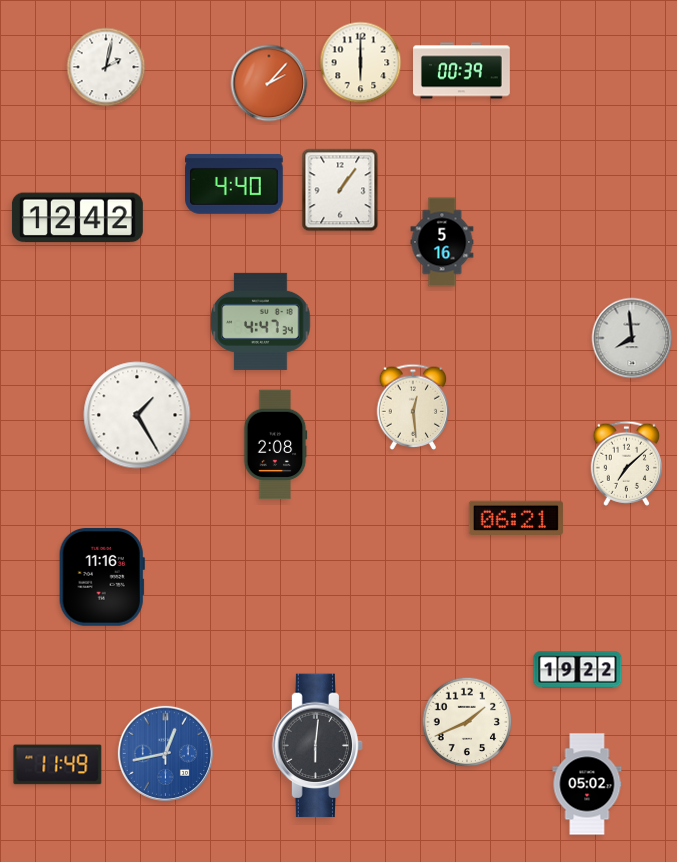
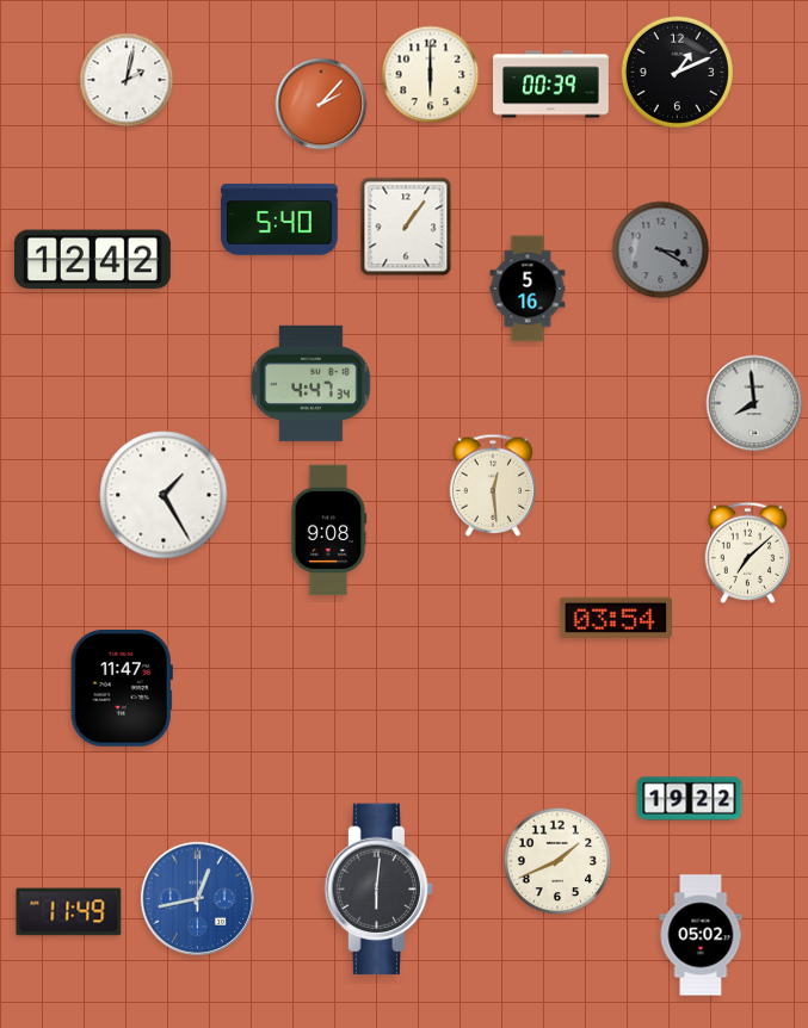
clock at (677, 72): none -> 1:11
clock at (269, 83) position: (269, 83) -> (321, 104)
clock at (234, 184): 4:40 -> 5:40
clock at (661, 250): none -> 3:20
clock at (275, 445): 2:08 -> 9:08
clock at (516, 518): 06:21 -> 03:54
clock at (102, 577): 11:16 -> 11:47
